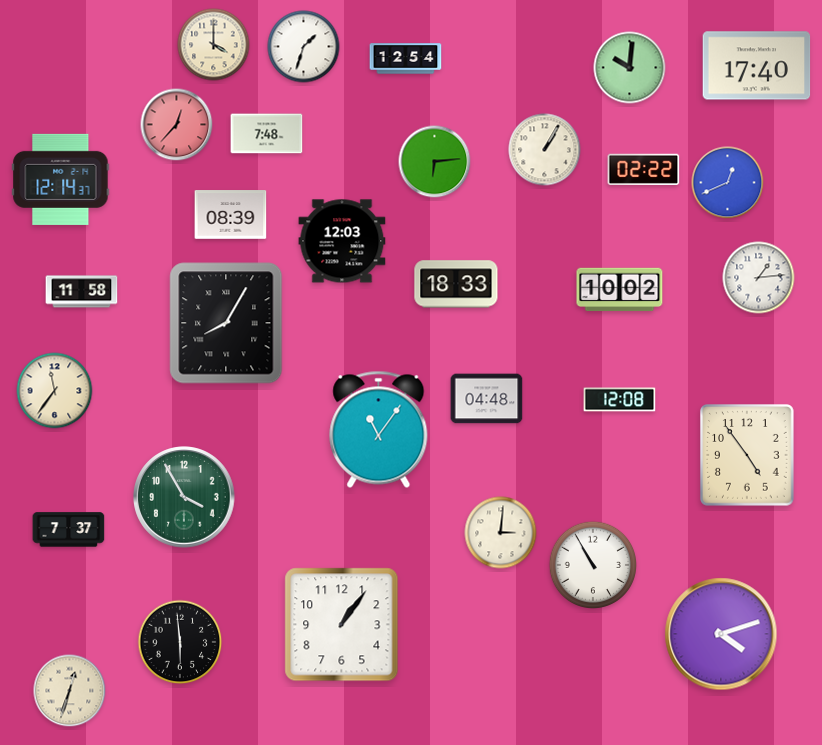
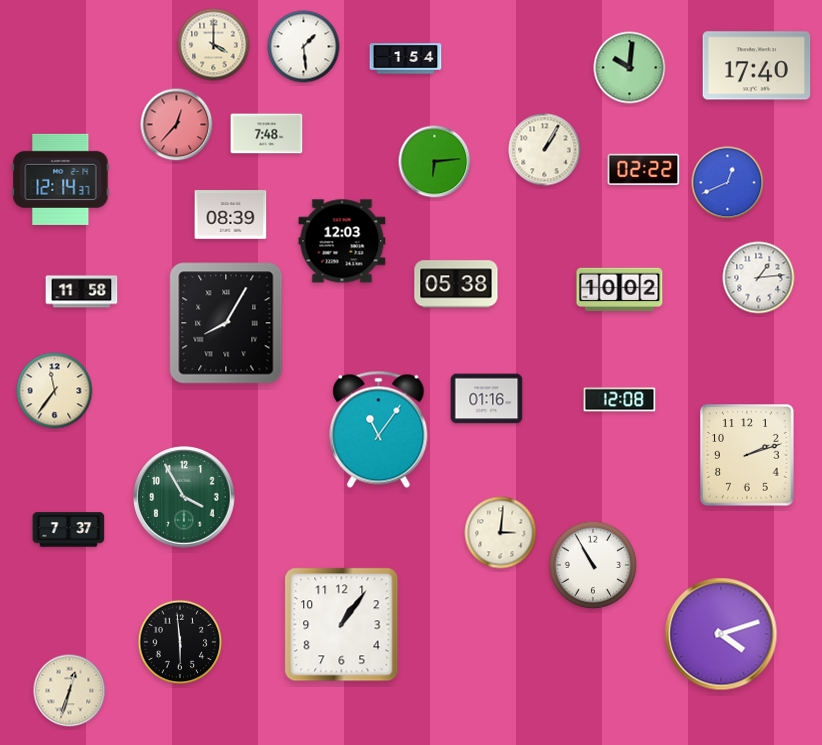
clock at (304, 47): 1:33 -> 1:29
clock at (406, 59): 12:54 -> 1:54
clock at (456, 284): 18:33 -> 05:38
clock at (487, 399): 04:48 -> 01:16
clock at (748, 455): 4:54 -> 2:12
